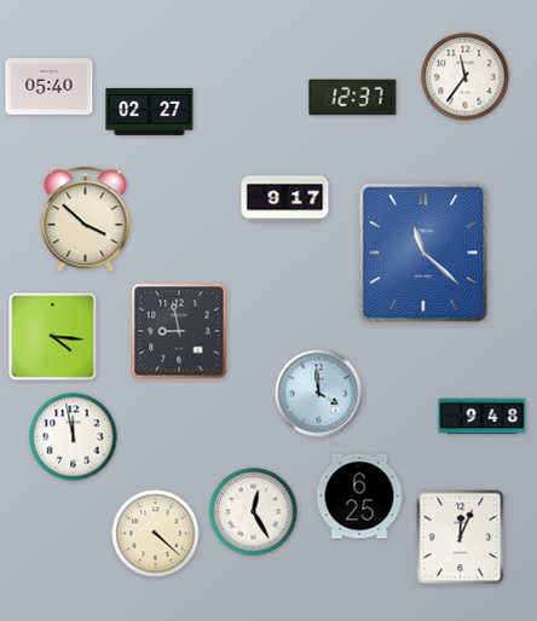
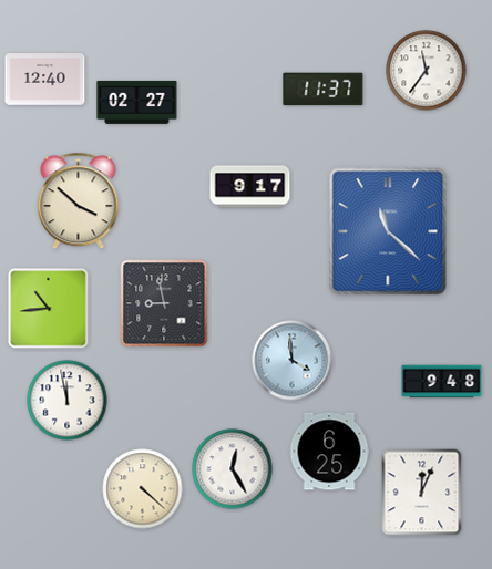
clock at (50, 87): 05:40 -> 12:40
clock at (353, 98): 12:37 -> 11:37
clock at (285, 199) position: (285, 199) -> (250, 187)
clock at (53, 337): 4:16 -> 10:44
clock at (359, 497) position: (359, 497) -> (329, 452)
